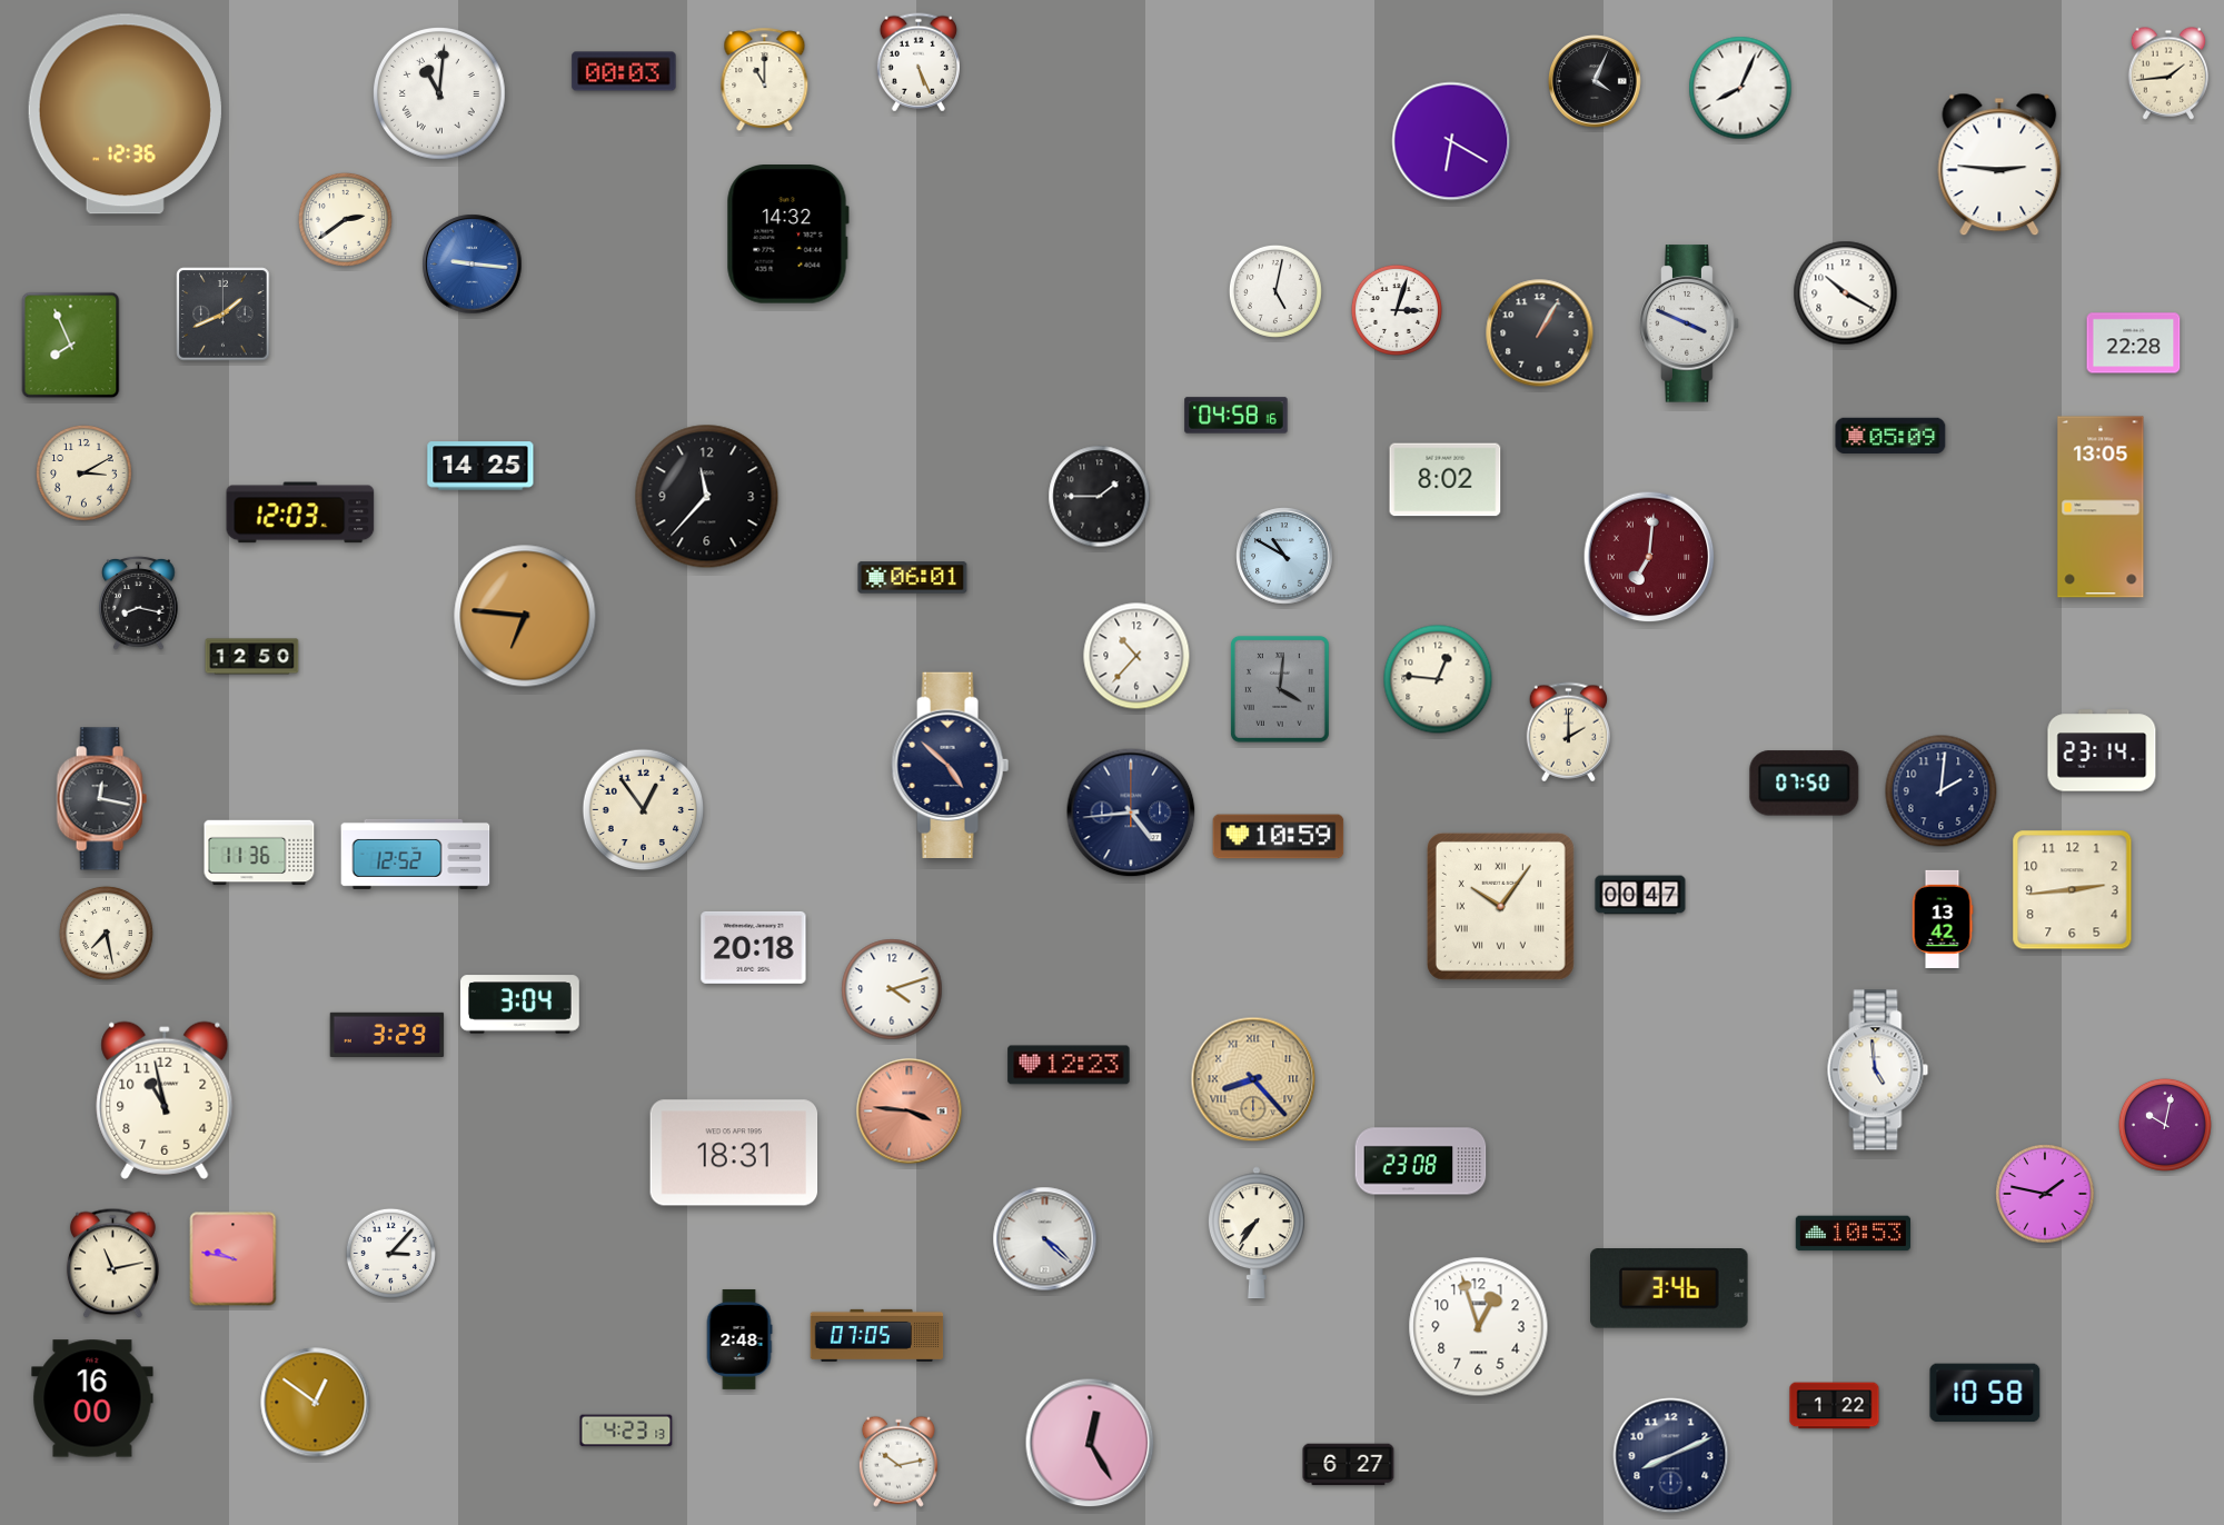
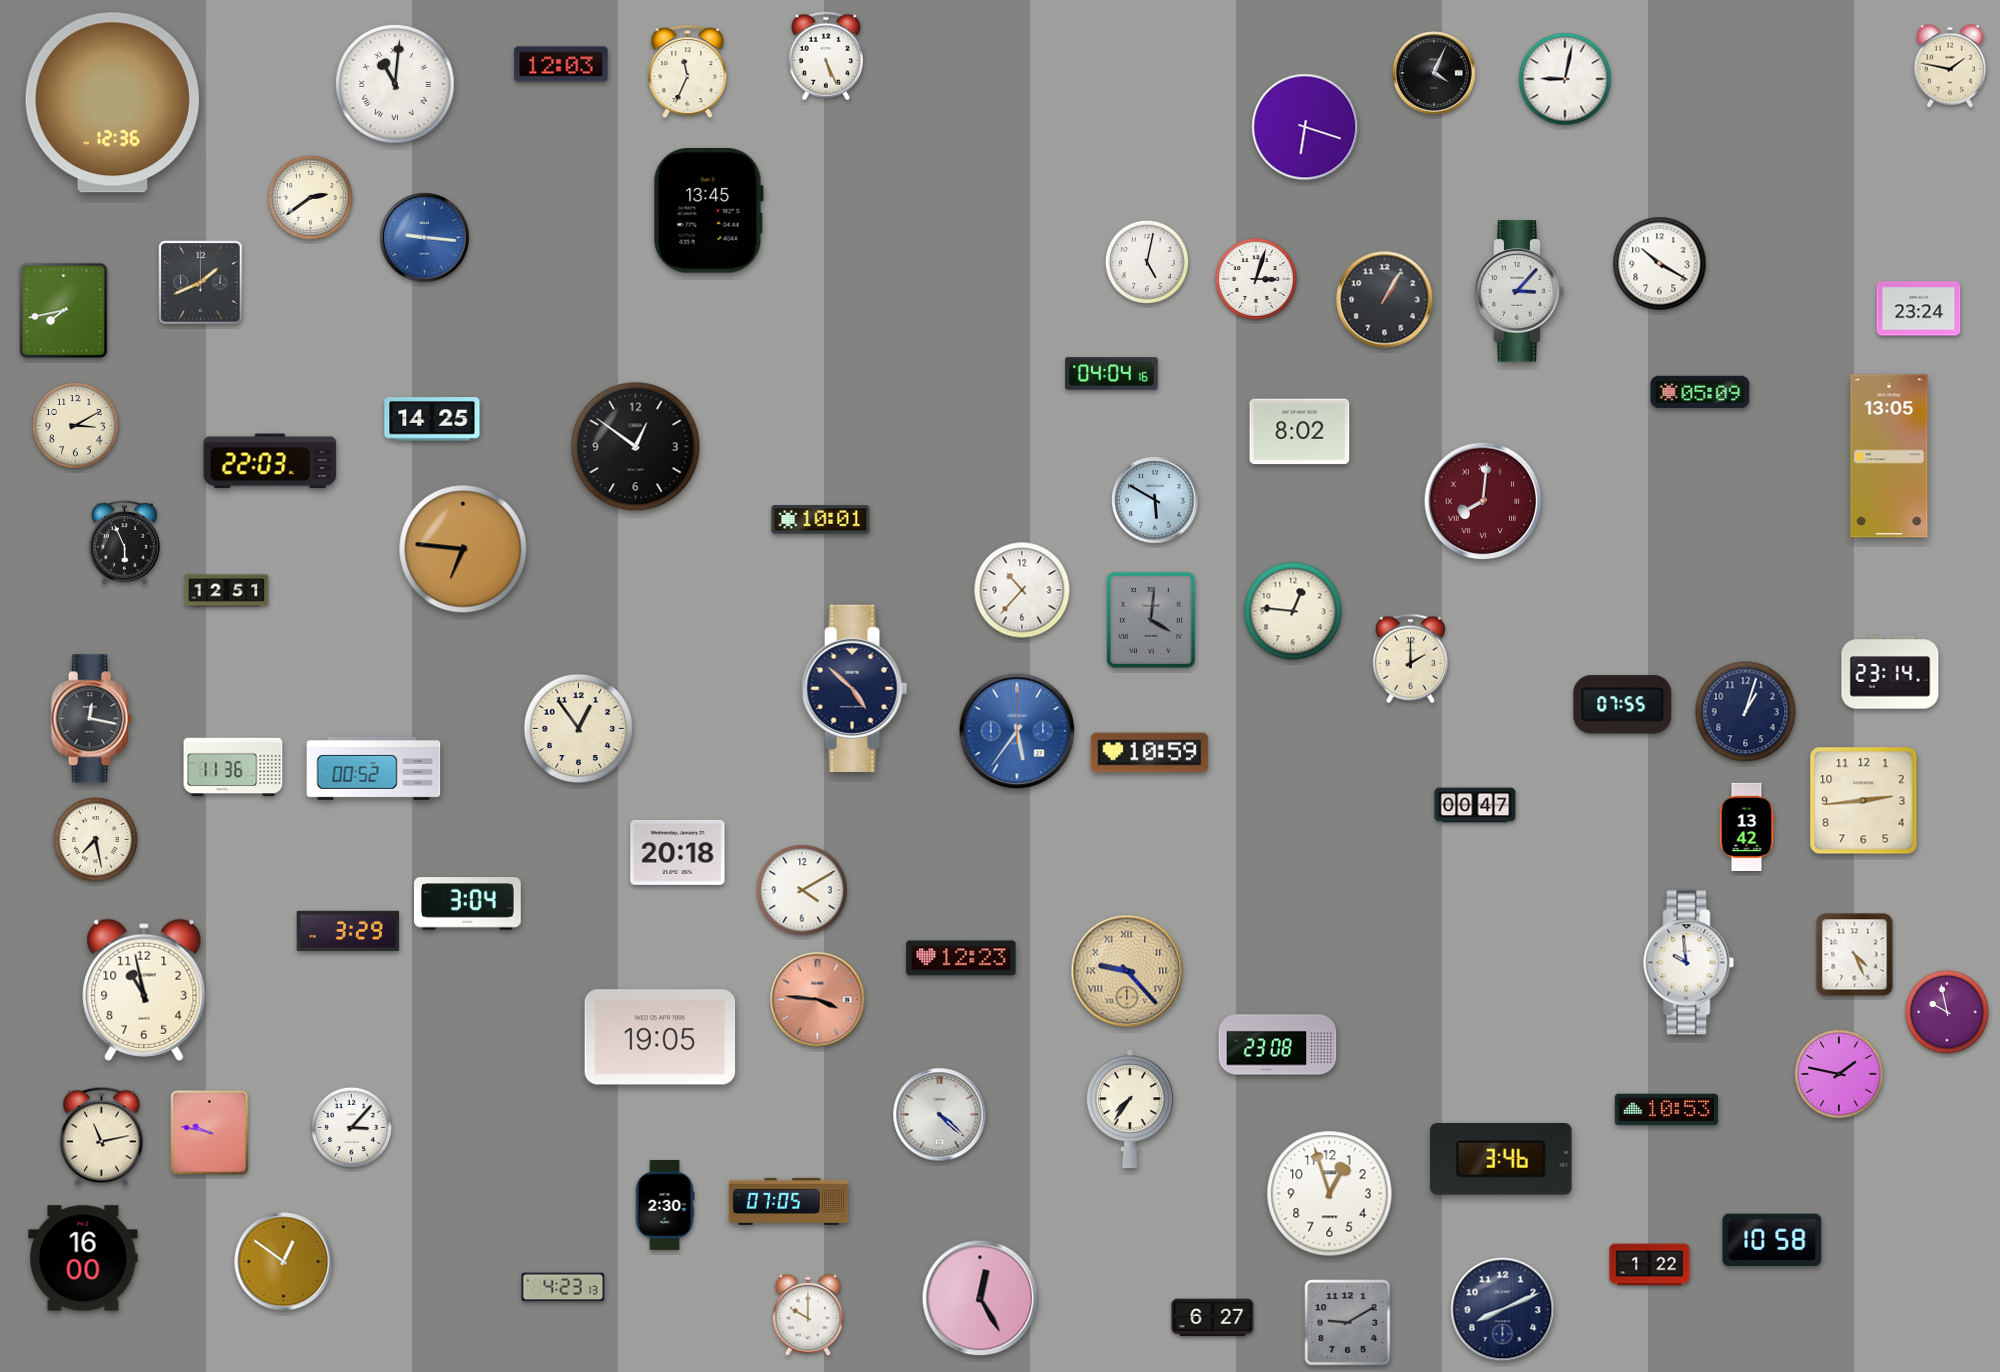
clock at (624, 71): 00:03 -> 12:03
clock at (2168, 73): 1:44 -> 1:47
clock at (765, 80): 11:00 -> 11:34
clock at (1740, 88): 8:04 -> 9:02
clock at (1451, 141): 6:20 -> 6:18
clock at (1999, 165): 2:46 -> none
clock at (787, 235): 14:32 -> 13:45
clock at (1689, 323): 3:49 -> 3:07
clock at (2134, 343): 22:28 -> 23:24
clock at (71, 346): 7:56 -> 7:43
clock at (1237, 416): 04:58 -> 04:04
clock at (707, 497): 11:37 -> 12:51
clock at (1100, 497): 1:45 -> none
clock at (300, 512): 12:03 -> 22:03
clock at (1284, 556): 10:50 -> 5:50
clock at (1649, 557): 7:01 -> 8:01
clock at (913, 578): 06:01 -> 10:01
clock at (139, 604): 8:17 -> 5:56
clock at (525, 616) position: (525, 616) -> (463, 549)
clock at (252, 657): 12:50 -> 12:51
clock at (2102, 750) position: (2102, 750) -> (1890, 672)
clock at (1805, 784): 07:50 -> 07:55
clock at (1942, 791): 2:01 -> 1:03
clock at (1131, 813): 4:44 -> 5:36
clock at (1131, 813) dial: navy -> blue
clock at (416, 854): 12:52 -> 00:52
clock at (1500, 906): 10:06 -> none
clock at (892, 989): 4:12 -> 4:10
clock at (1855, 955): none -> 4:26
clock at (1878, 1070): 4:59 -> 9:59
clock at (1253, 1079): 8:23 -> 9:23
clock at (165, 1100) position: (165, 1100) -> (144, 990)
clock at (2165, 1125): 10:02 -> 9:58
clock at (734, 1153): 18:31 -> 19:05
clock at (739, 1339): 2:48 -> 2:30
clock at (1985, 1393) position: (1985, 1393) -> (1772, 1240)
clock at (898, 1462): 10:13 -> 10:00
clock at (1348, 1323): none -> 9:10
